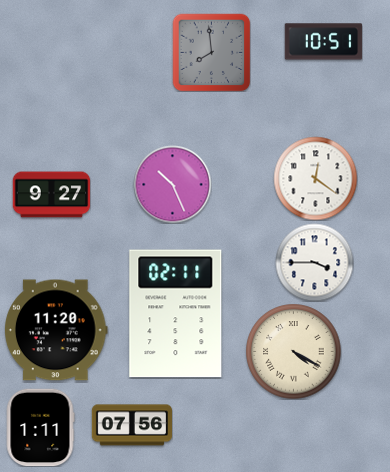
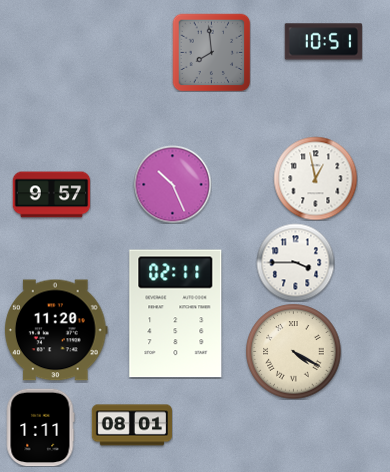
clock at (315, 178): 12:21 -> 12:58
clock at (51, 195): 9:27 -> 9:57
clock at (314, 262) position: (314, 262) -> (295, 262)
clock at (131, 425): 07:56 -> 08:01
